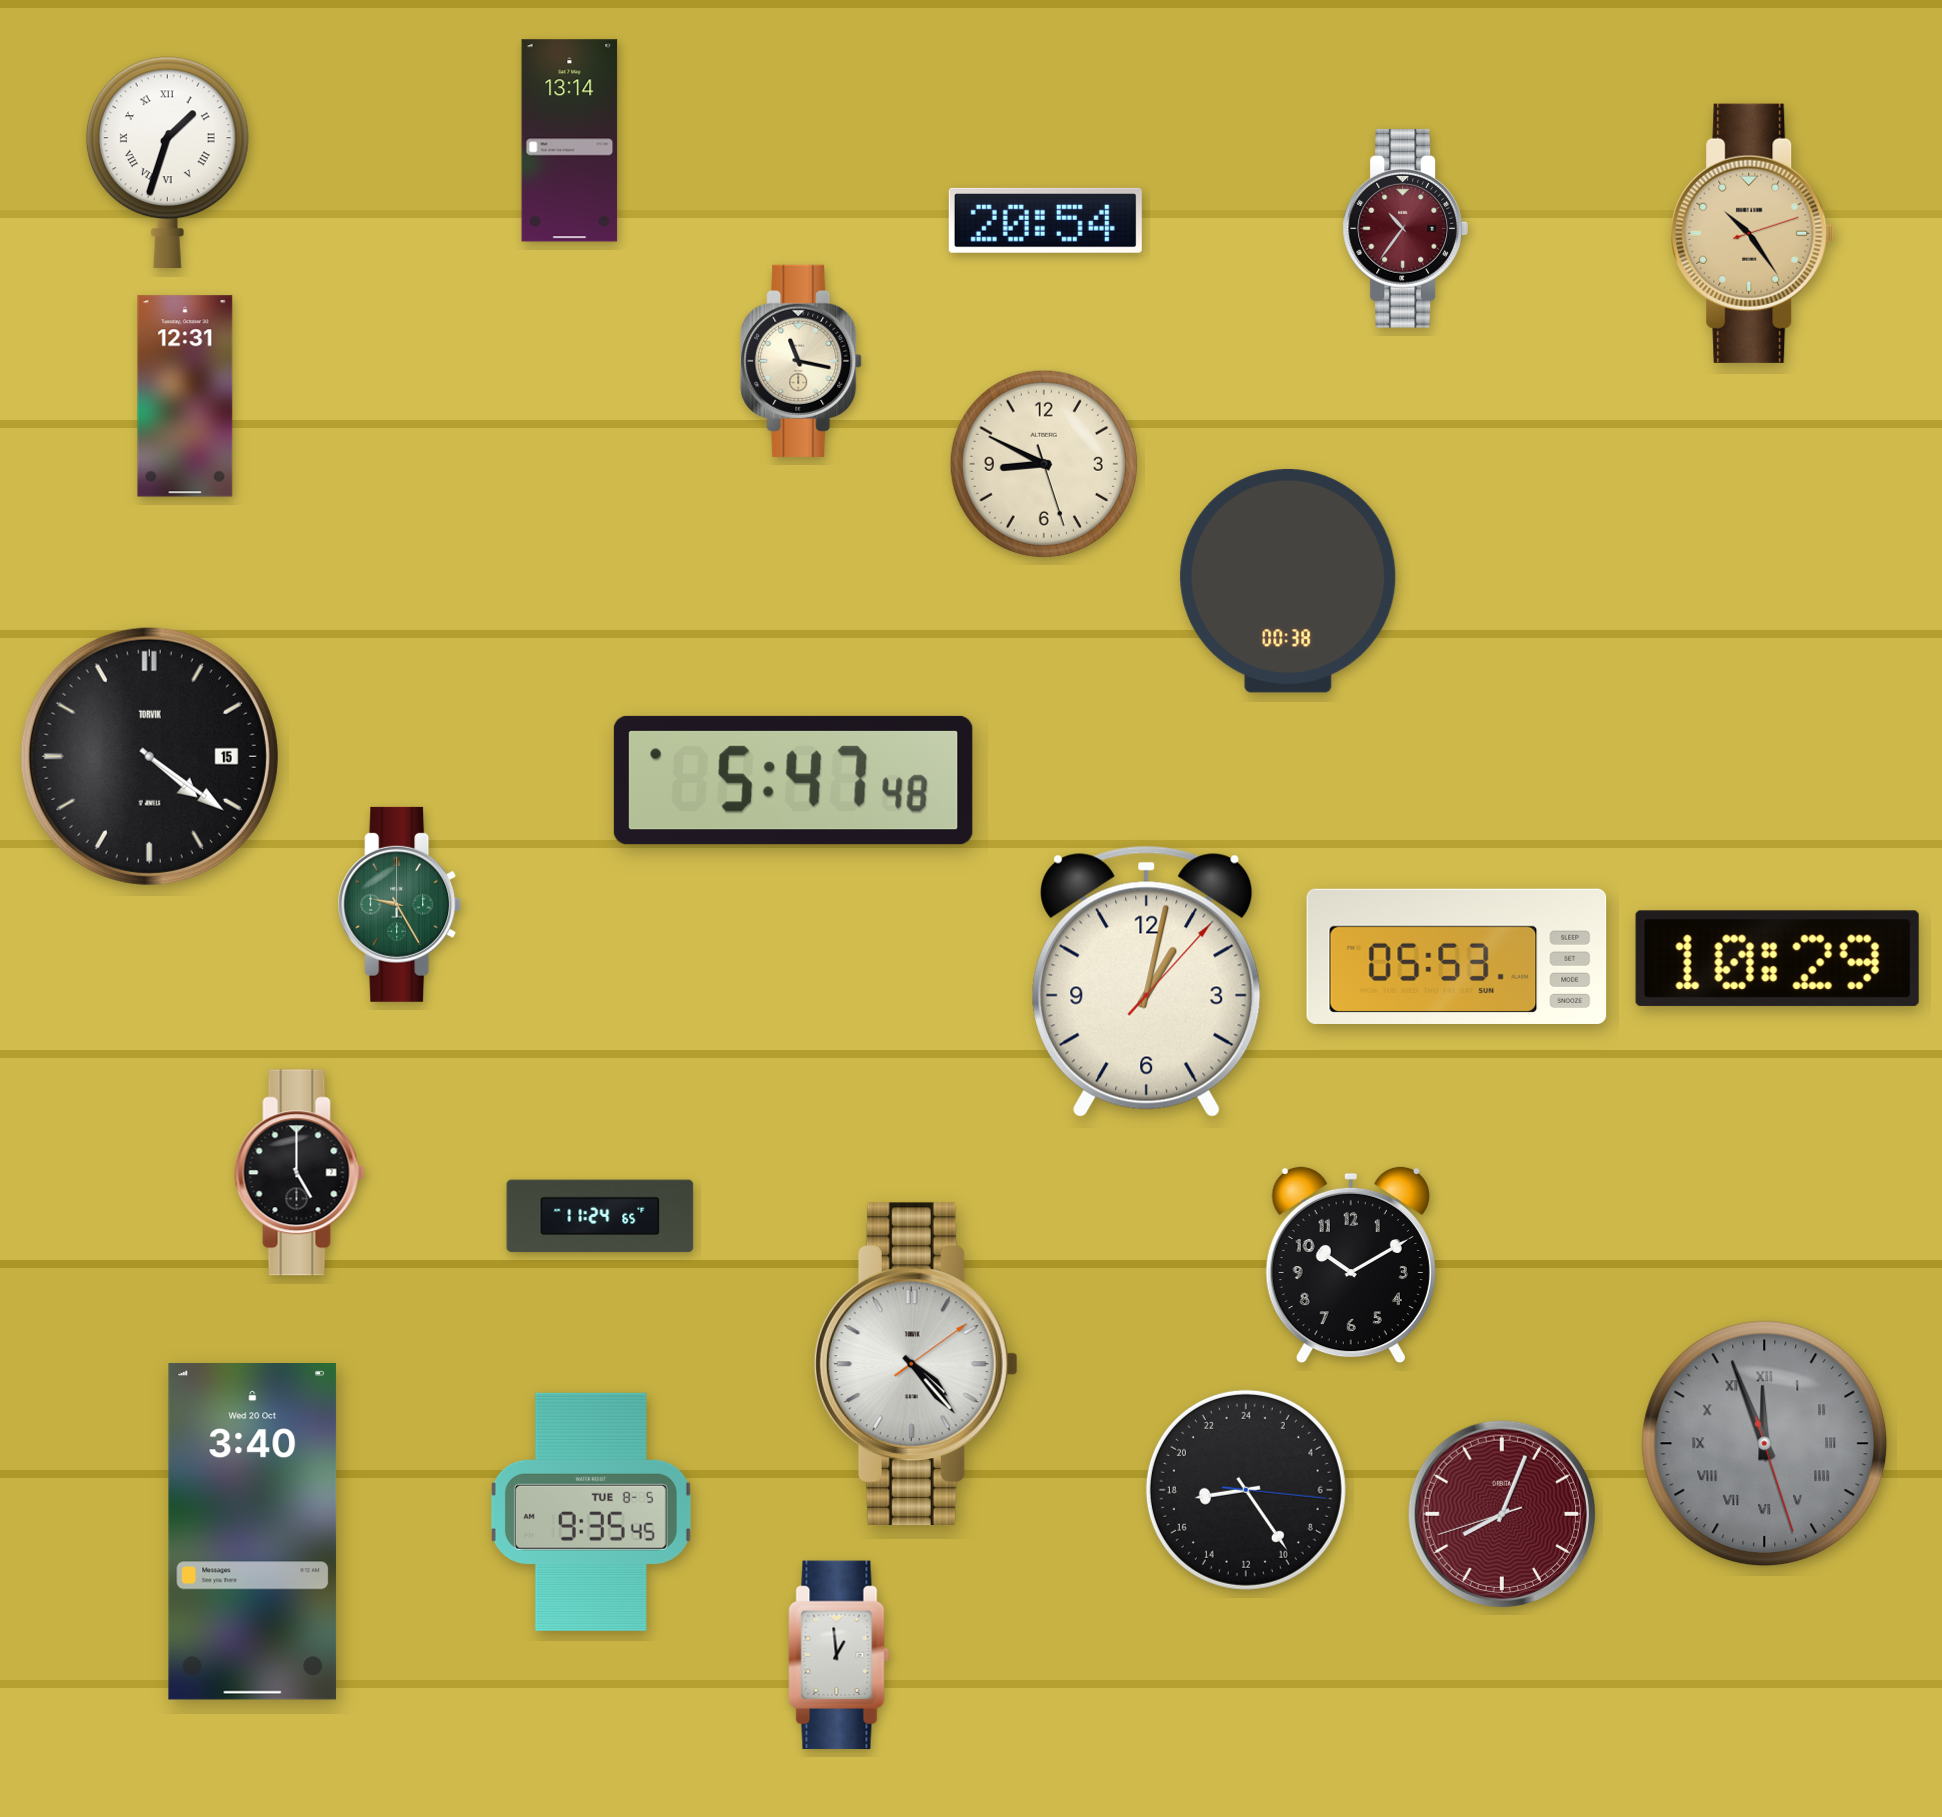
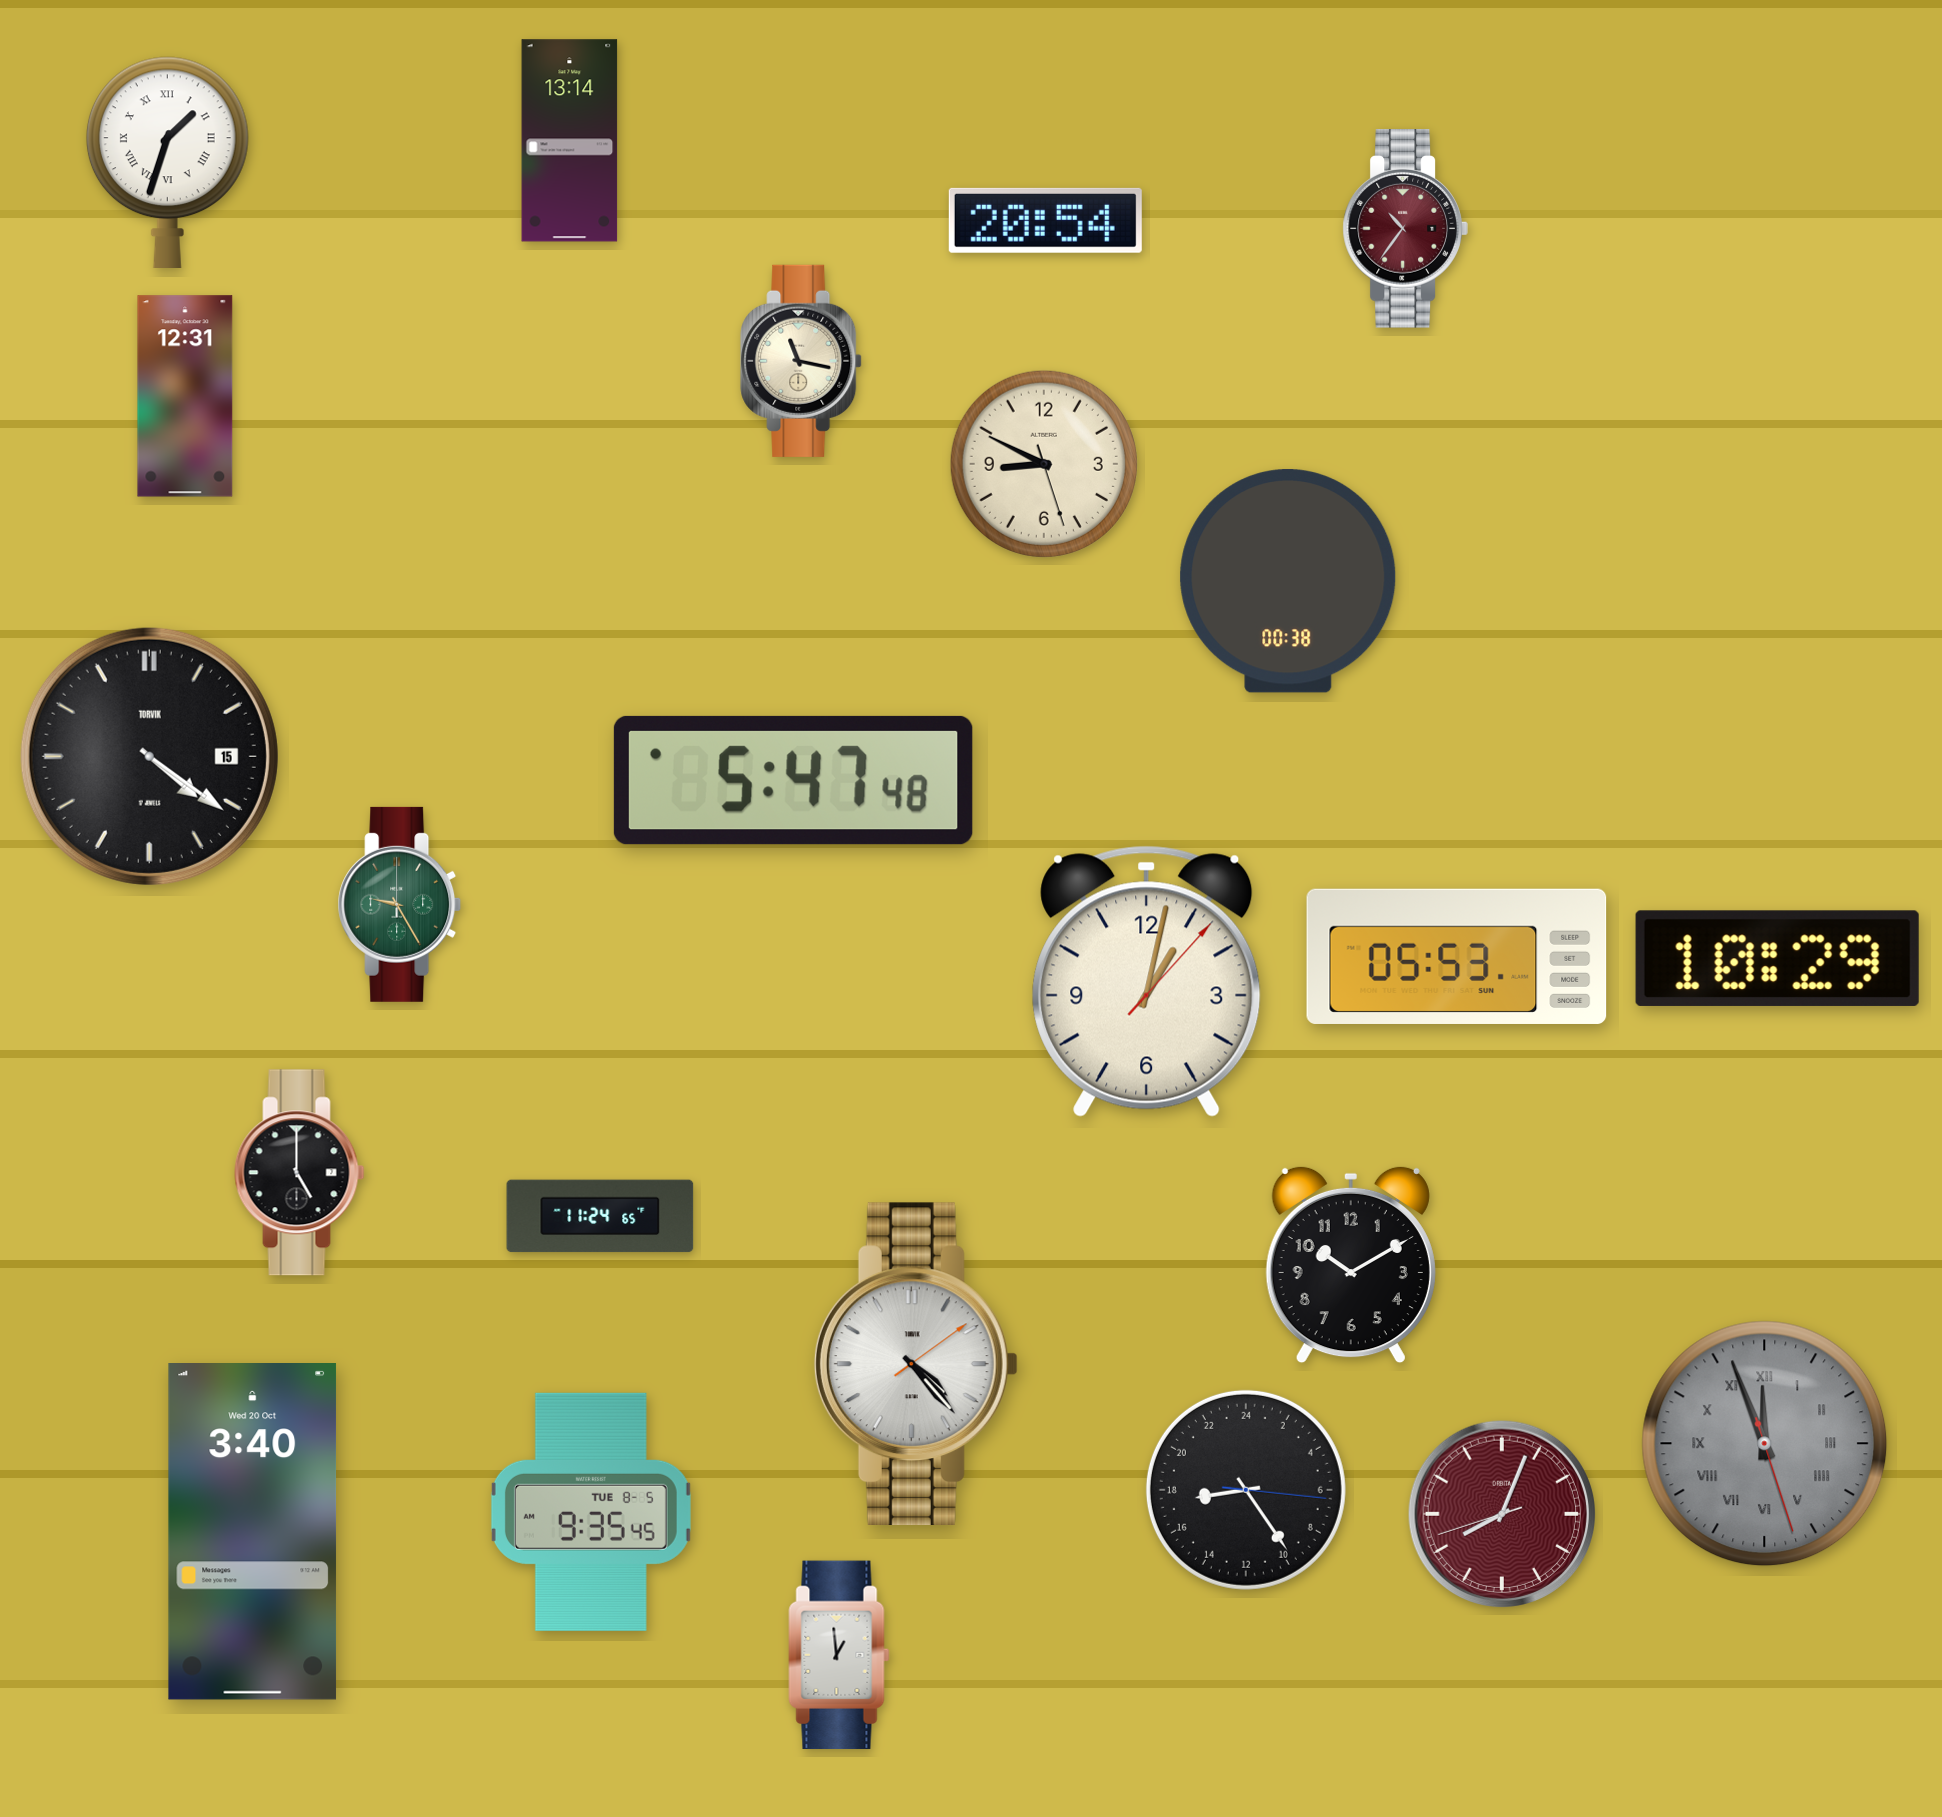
clock at (1753, 233): 10:24 -> none
